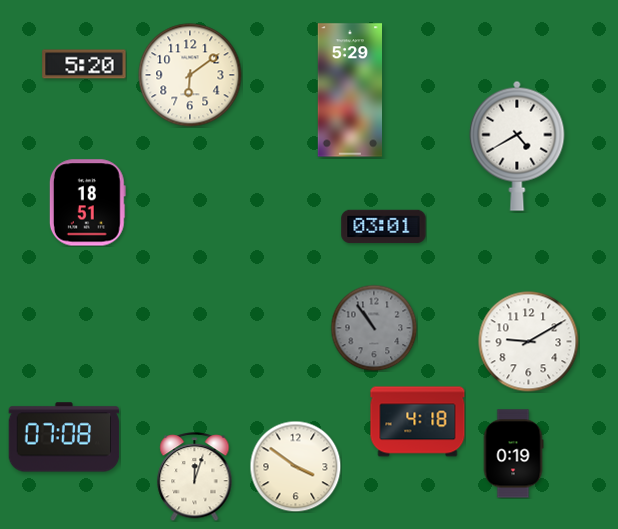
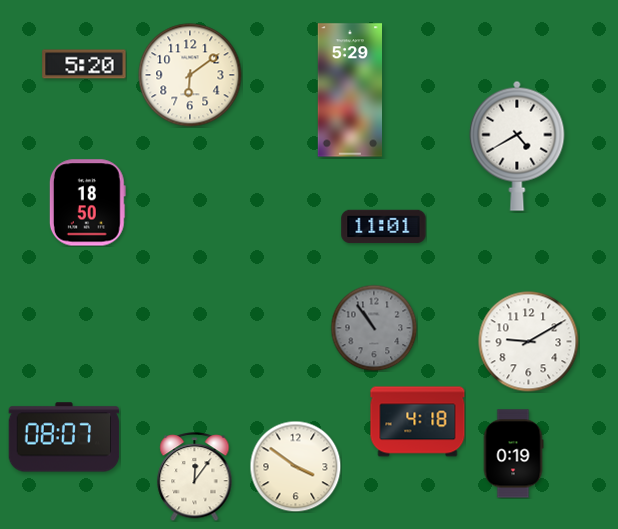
clock at (87, 203): 18:51 -> 18:50
clock at (384, 227): 03:01 -> 11:01
clock at (64, 437): 07:08 -> 08:07
clock at (195, 477): 12:03 -> 12:06
